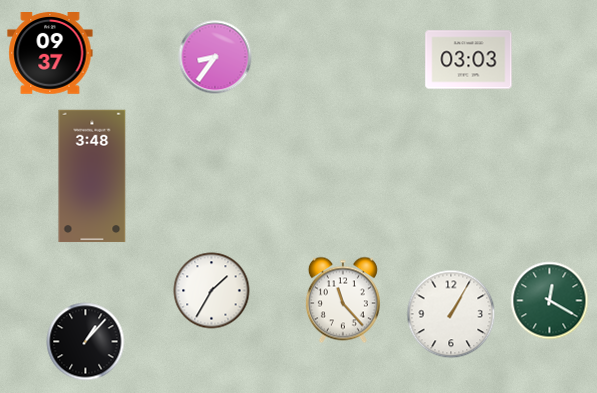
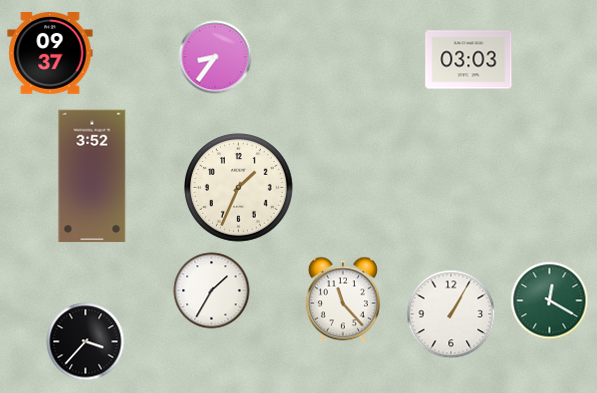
clock at (92, 176): 3:48 -> 3:52
clock at (239, 188): none -> 1:34
clock at (86, 342): 1:07 -> 3:37
